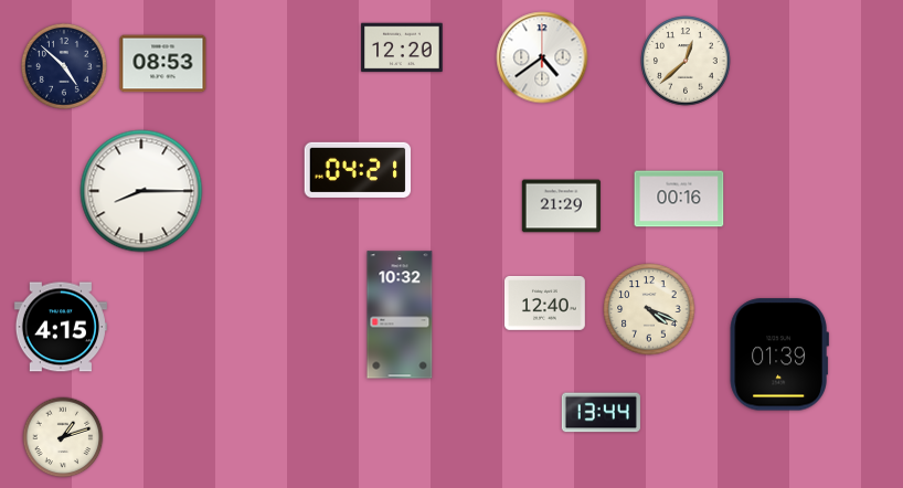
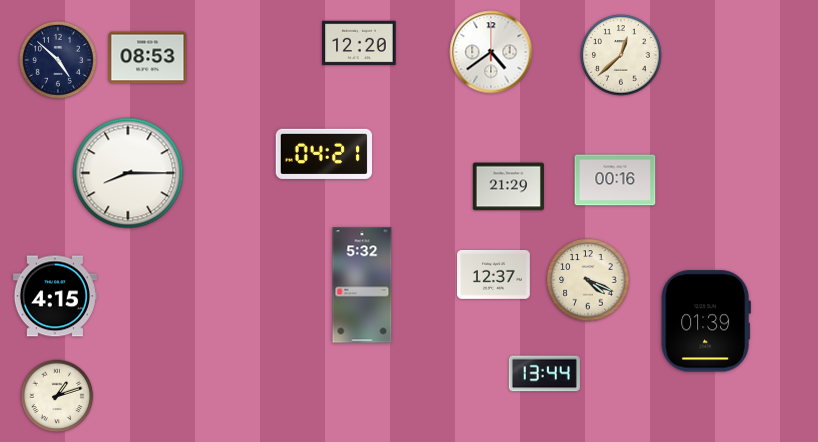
clock at (402, 47) position: (402, 47) -> (359, 43)
clock at (545, 304): 12:40 -> 12:37
clock at (400, 315): 10:32 -> 5:32
